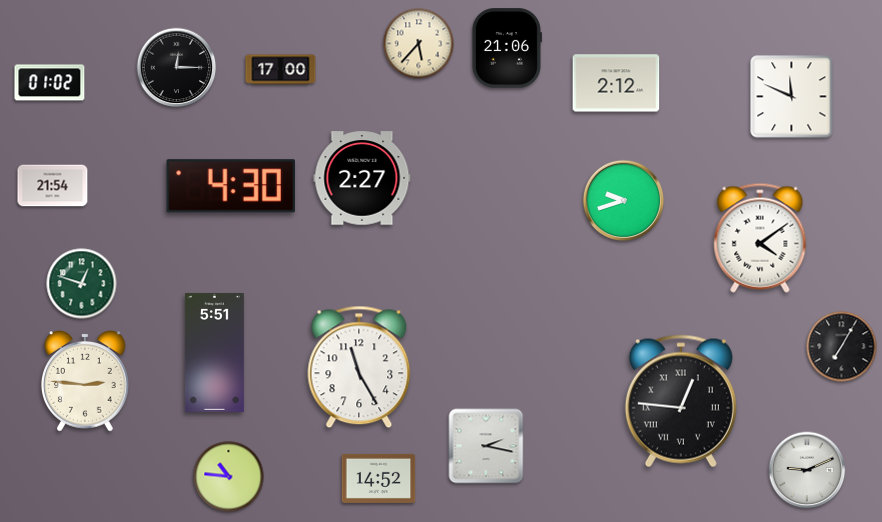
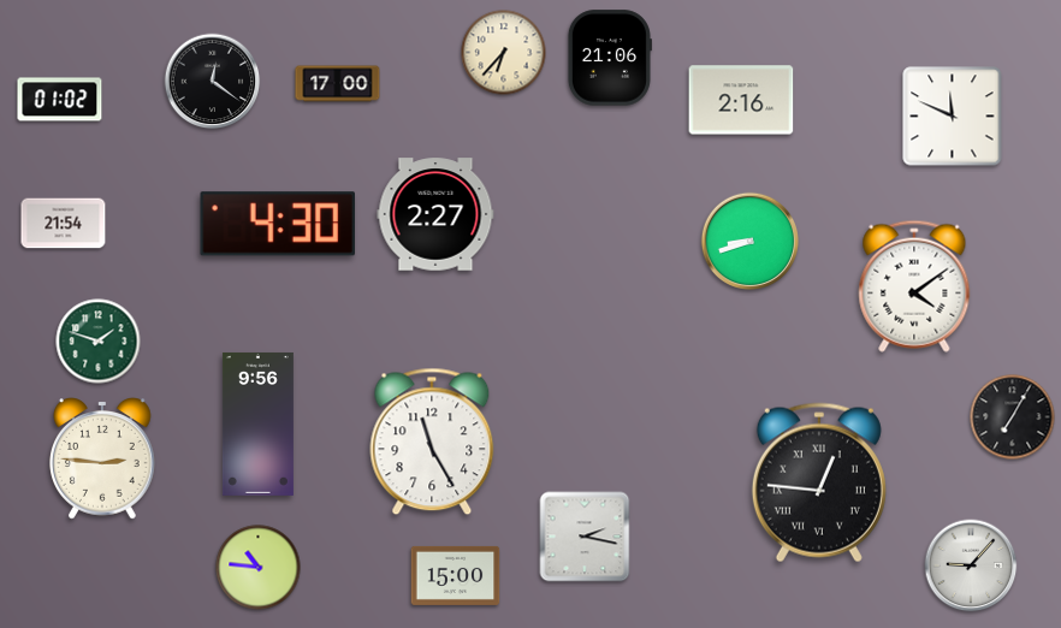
clock at (419, 44): 5:37 -> 6:37
clock at (177, 68): 12:15 -> 12:21
clock at (616, 83): 2:12 -> 2:16
clock at (624, 201): 9:42 -> 8:42
clock at (82, 284): 12:48 -> 1:48
clock at (214, 352): 5:51 -> 9:56
clock at (807, 470): 9:11 -> 9:07
clock at (229, 477) position: (229, 477) -> (259, 568)
clock at (379, 478): 14:52 -> 15:00
